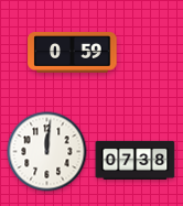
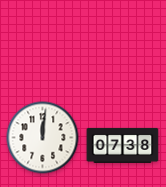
clock at (73, 53): 0:59 -> none
